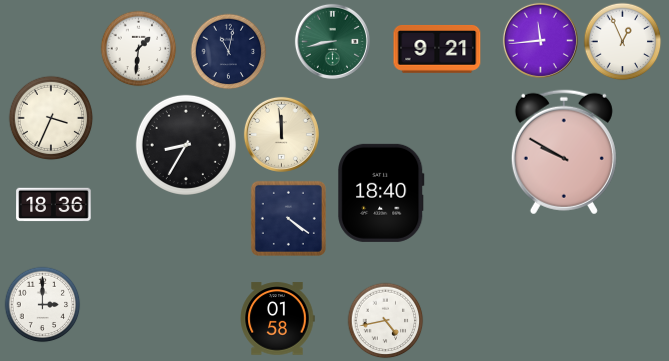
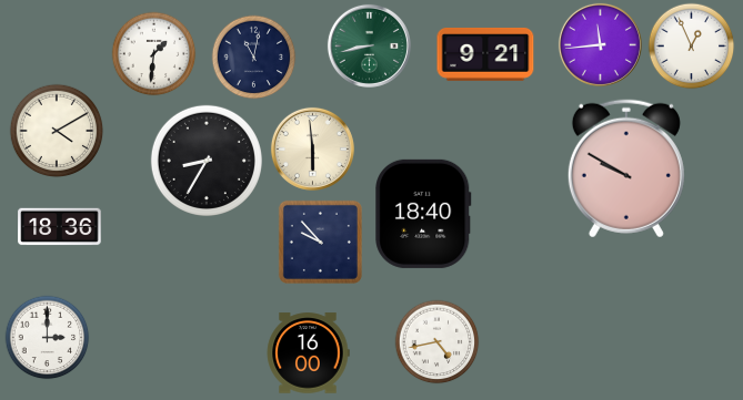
clock at (51, 118): 3:34 -> 4:10
clock at (281, 134): 11:59 -> 5:59
clock at (288, 218): 4:21 -> 9:53
clock at (277, 319): 01:58 -> 16:00
clock at (386, 321) position: (386, 321) -> (438, 342)
